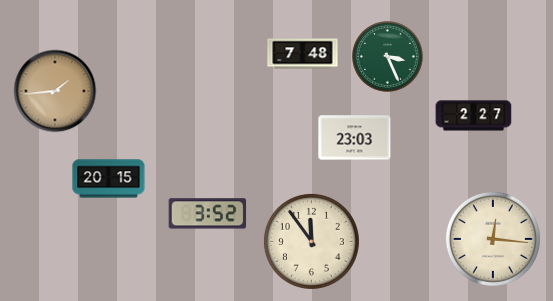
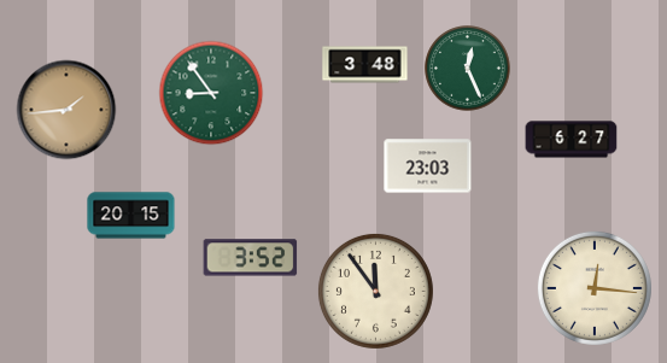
clock at (303, 54): 7:48 -> 3:48
clock at (388, 57): 3:26 -> 12:26
clock at (211, 93): none -> 8:54
clock at (474, 116): 2:27 -> 6:27
